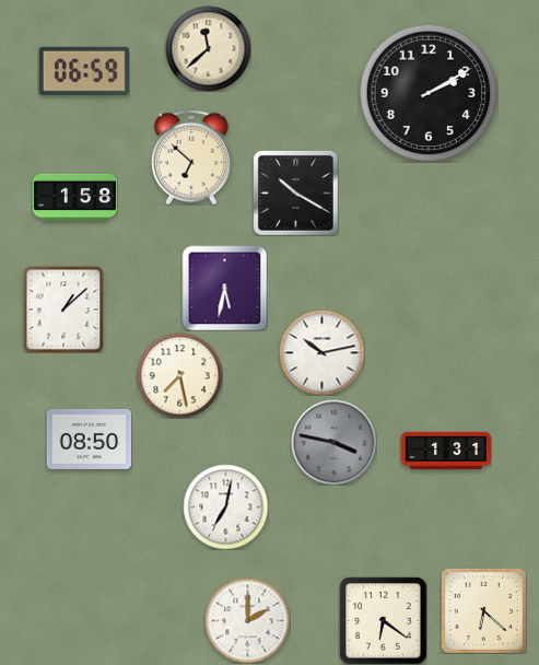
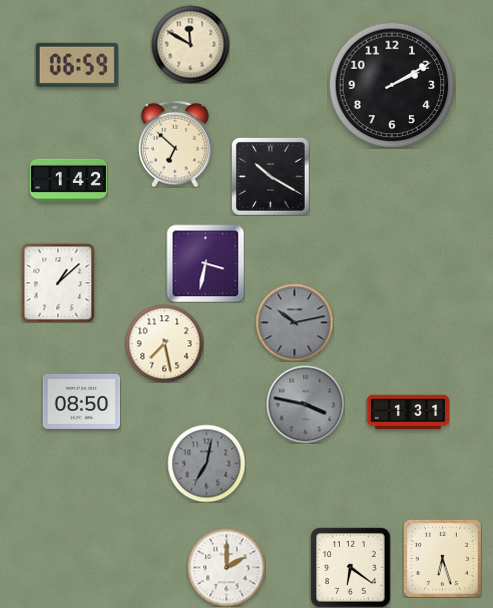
clock at (208, 48): 11:38 -> 11:50
clock at (74, 197): 1:58 -> 1:42
clock at (224, 288): 5:32 -> 3:32
clock at (321, 352) dial: white -> grey
clock at (225, 506) dial: white -> grey
clock at (483, 610): 6:22 -> 6:27
